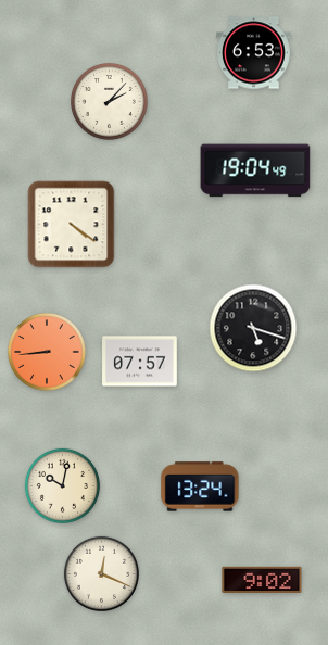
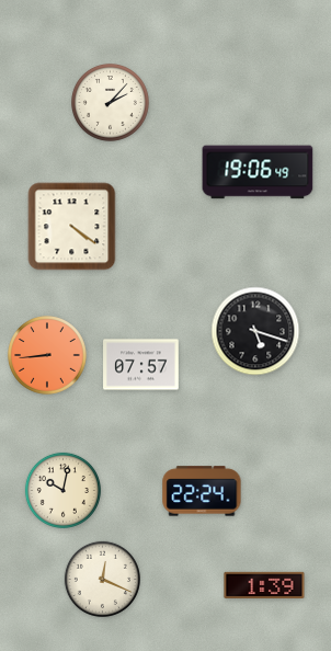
clock at (254, 53): 6:53 -> none
clock at (255, 170): 19:04 -> 19:06
clock at (200, 486): 13:24 -> 22:24
clock at (262, 580): 9:02 -> 1:39
